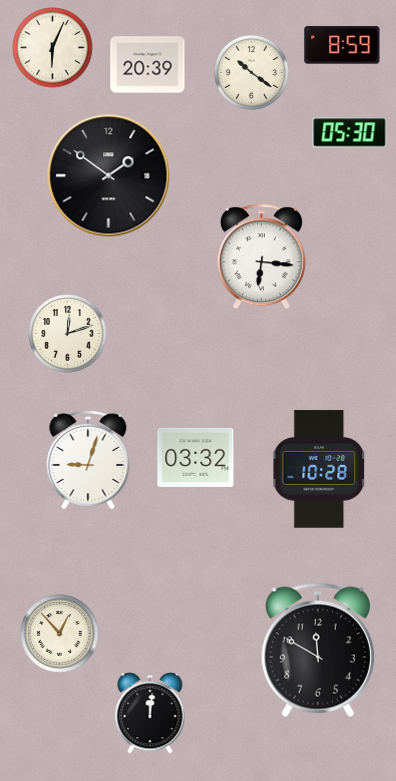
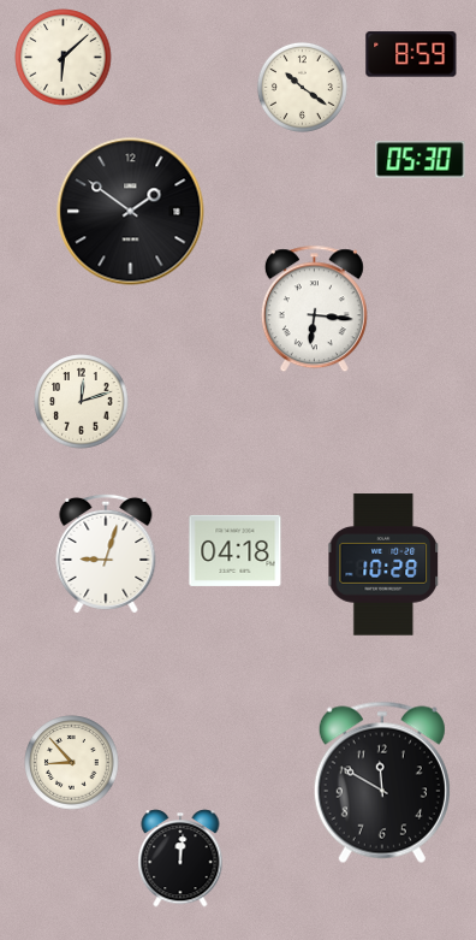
clock at (53, 48): 6:04 -> 6:08
clock at (148, 65): 20:39 -> none
clock at (196, 457): 03:32 -> 04:18
clock at (60, 634): 12:53 -> 8:53
